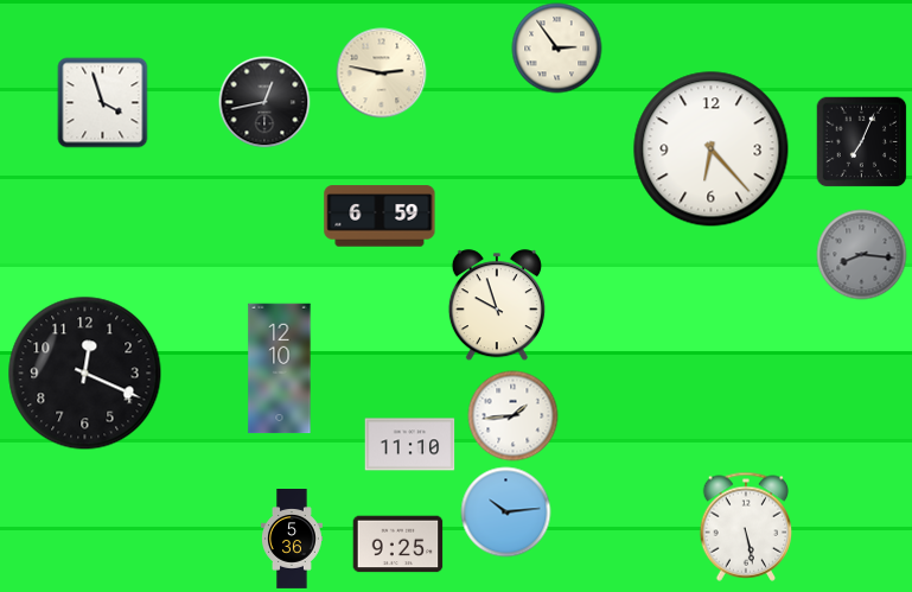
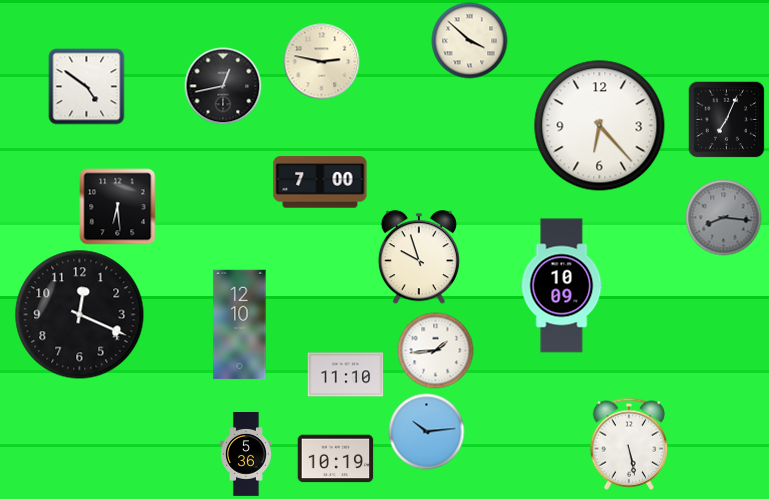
clock at (557, 49): 2:54 -> 3:52
clock at (103, 103): 3:57 -> 4:51
clock at (380, 216): 6:59 -> 7:00
clock at (118, 207): none -> 6:29
clock at (862, 255) position: (862, 255) -> (724, 218)
clock at (562, 286): none -> 10:09
clock at (280, 369) position: (280, 369) -> (240, 325)
clock at (85, 374) position: (85, 374) -> (80, 315)
clock at (514, 416) position: (514, 416) -> (436, 351)
clock at (398, 545): 9:25 -> 10:19
